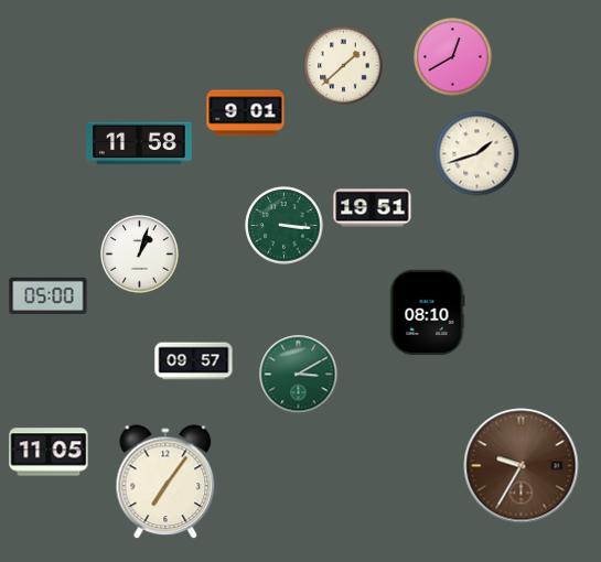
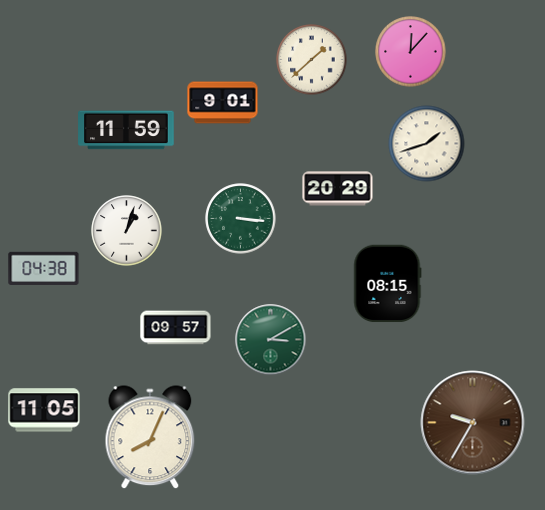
clock at (453, 57): 12:40 -> 12:07
clock at (139, 143): 11:58 -> 11:59
clock at (477, 154) position: (477, 154) -> (427, 144)
clock at (373, 208): 19:51 -> 20:29
clock at (285, 226) position: (285, 226) -> (241, 219)
clock at (49, 295): 05:00 -> 04:38
clock at (428, 313): 08:10 -> 08:15
clock at (165, 483): 7:06 -> 8:04
